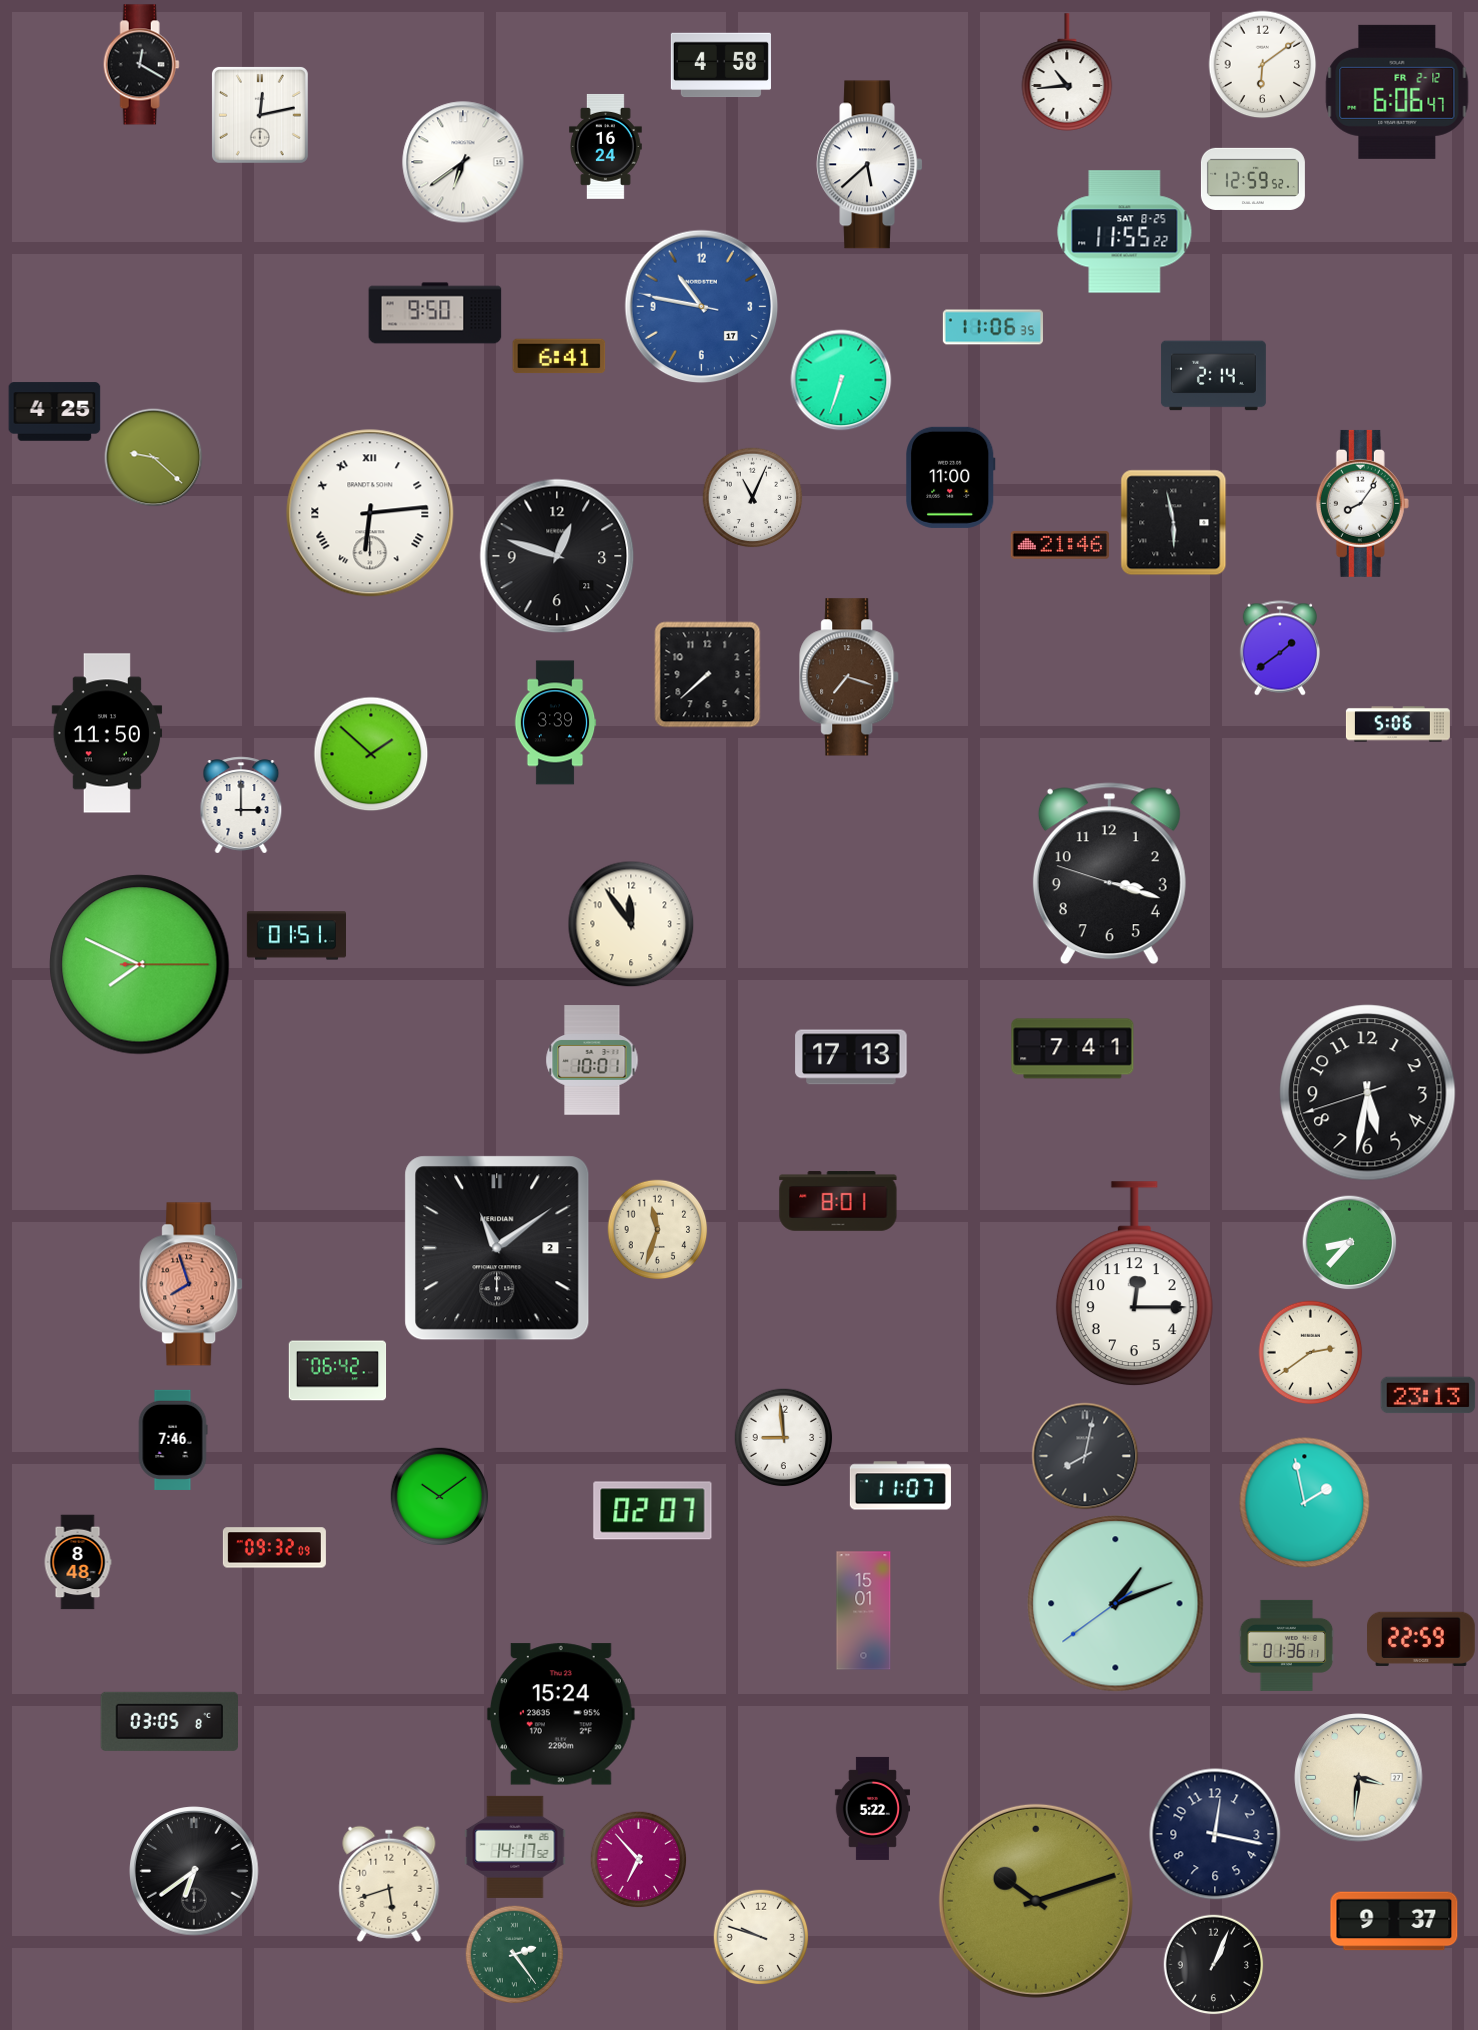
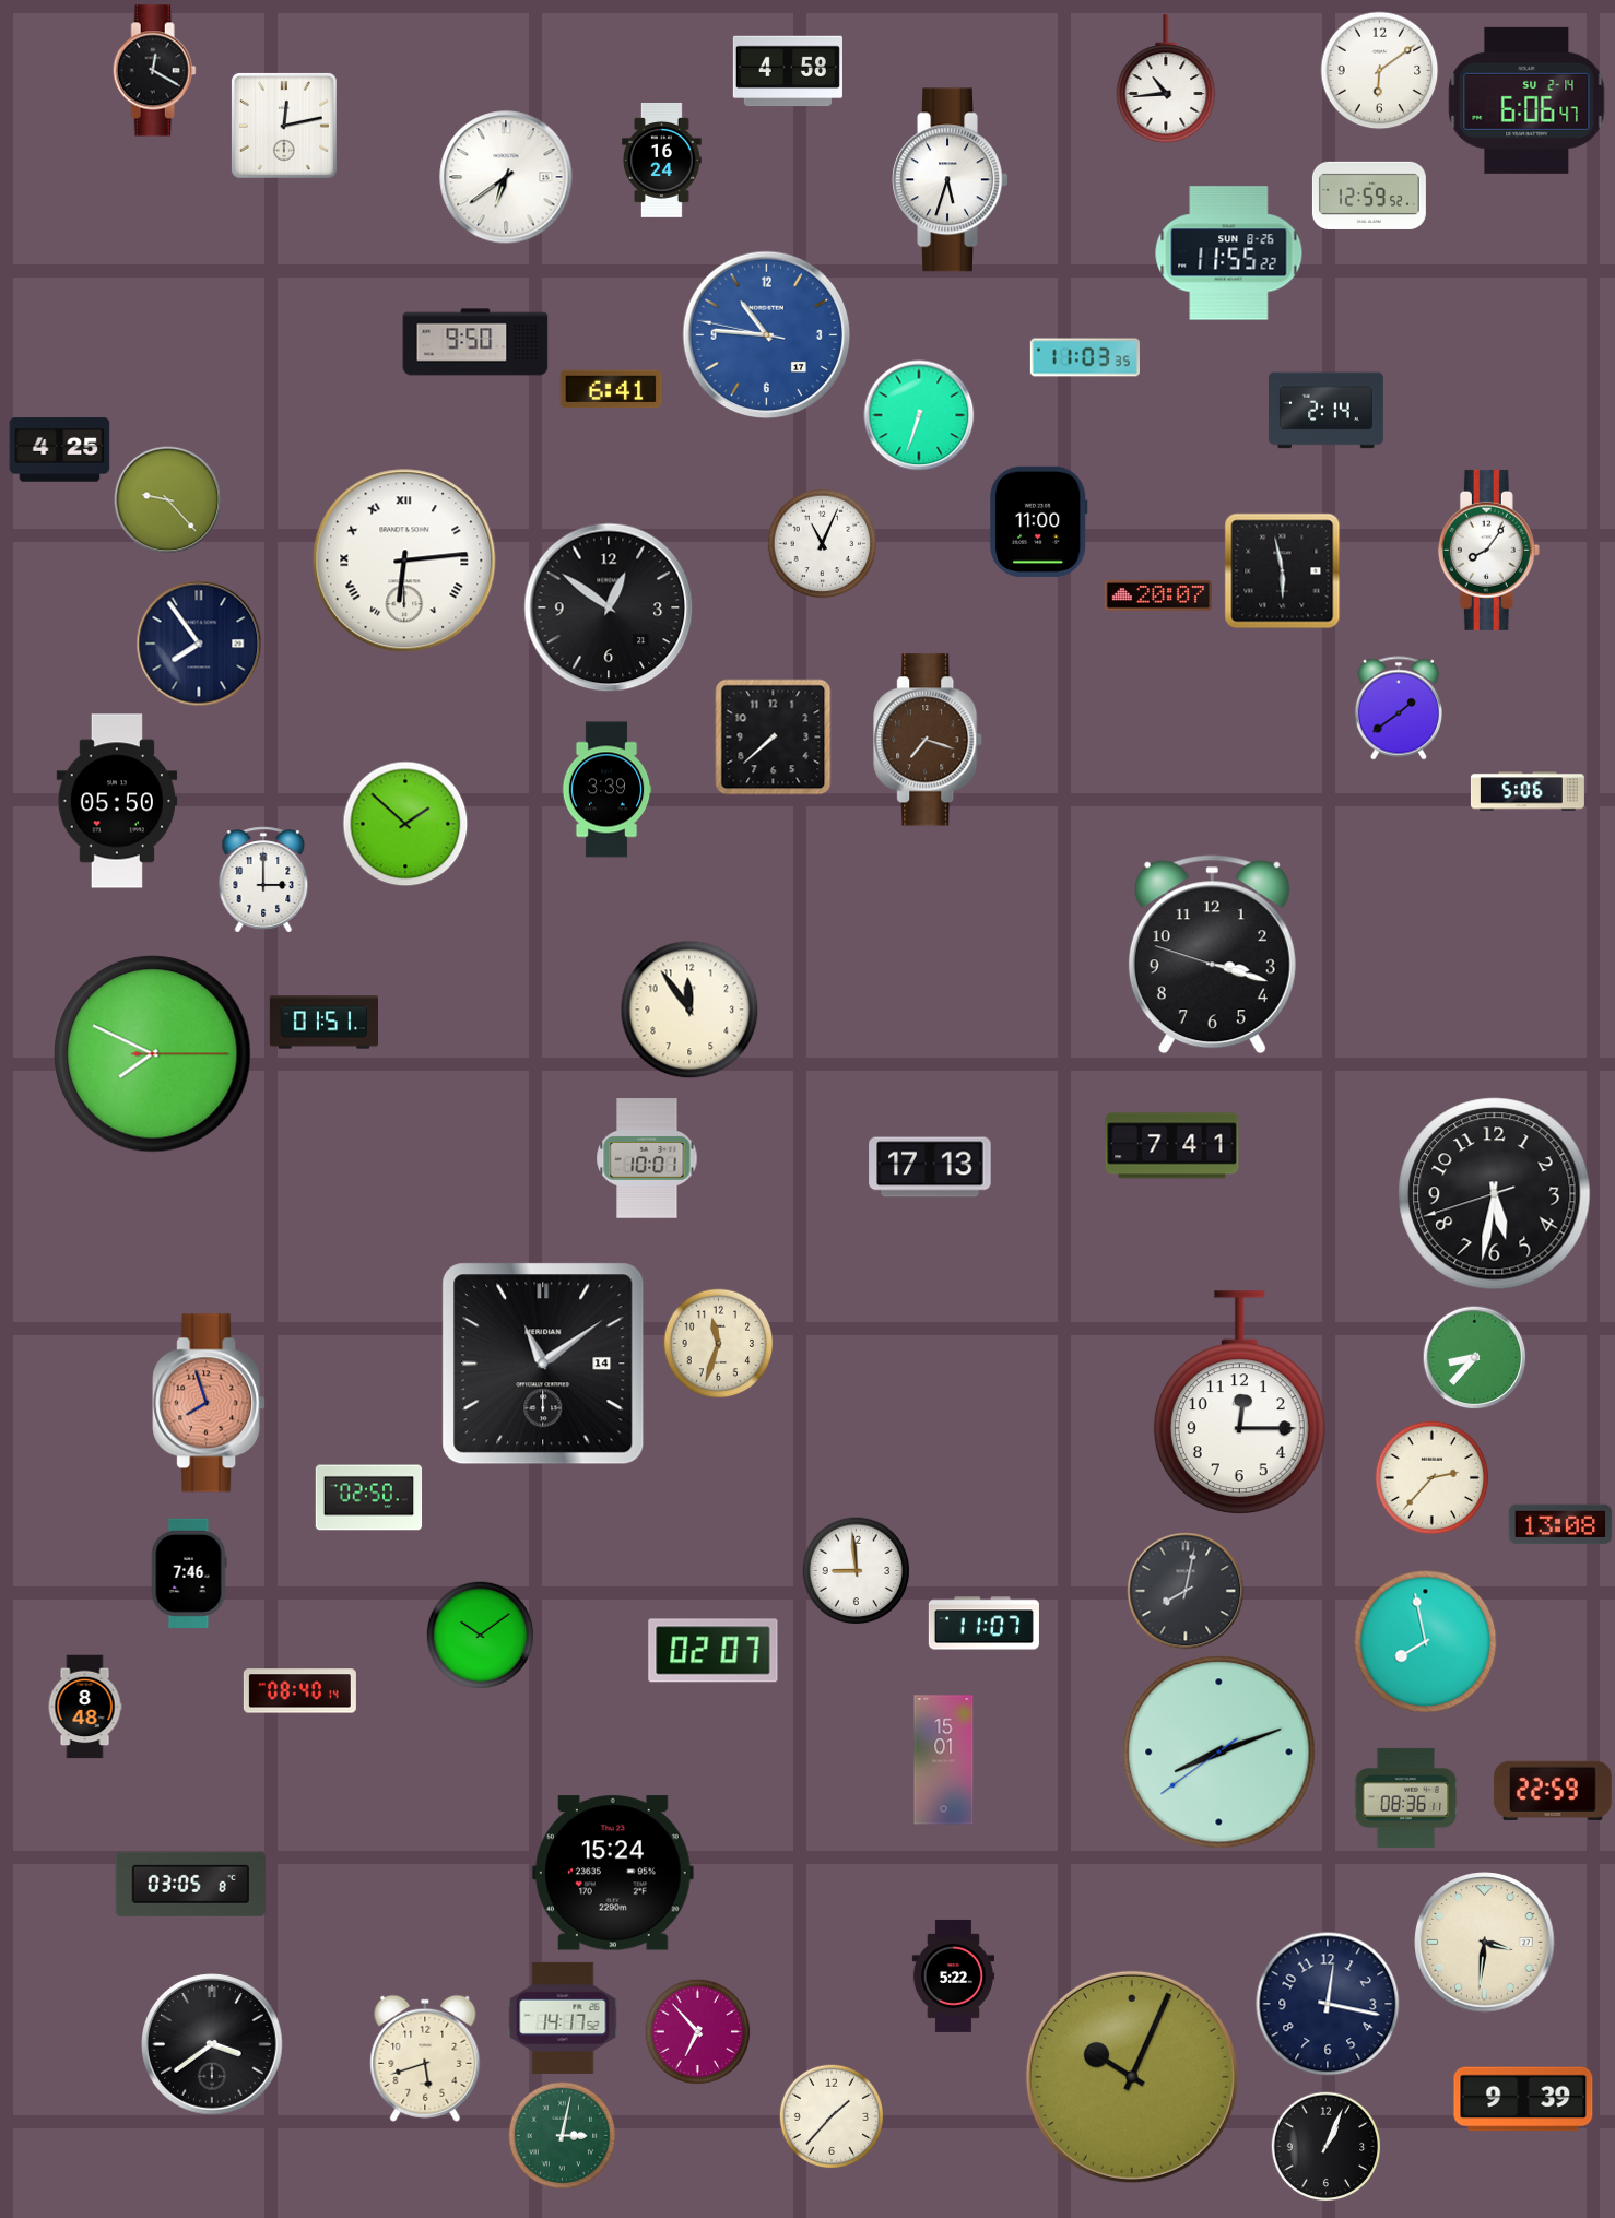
clock at (1397, 92) date: FR 2-12 -> SU 2-14
clock at (870, 165): 5:38 -> 5:33
clock at (1125, 232) date: SAT 8-25 -> SUN 8-26
clock at (702, 307): 10:46 -> 10:45
clock at (993, 327): 11:06 -> 11:03
clock at (154, 458): 9:22 -> 9:23
clock at (1059, 545): 21:46 -> 20:07
clock at (557, 556): 12:48 -> 12:51
clock at (199, 644): none -> 7:54
clock at (107, 733): 11:50 -> 05:50
clock at (851, 1057) position: (851, 1057) -> (930, 1167)
clock at (838, 1201): 8:01 -> none
clock at (497, 1248) date: 2 -> 14
clock at (1311, 1353): 2:39 -> 2:37
clock at (338, 1371): 06:42 -> 02:50
clock at (1428, 1395): 23:13 -> 13:08
clock at (1305, 1503): 1:58 -> 7:58
clock at (274, 1548): 09:32 -> 08:40
clock at (1116, 1604): 1:11 -> 8:11
clock at (1287, 1645): 01:36 -> 08:36
clock at (169, 1721) position: (169, 1721) -> (190, 1884)
clock at (194, 1871): 6:39 -> 3:39
clock at (1036, 1901): 10:12 -> 10:04
clock at (1394, 1921): 9:37 -> 9:39
clock at (761, 1937): 9:48 -> 1:37
clock at (515, 1955): 2:24 -> 3:02
